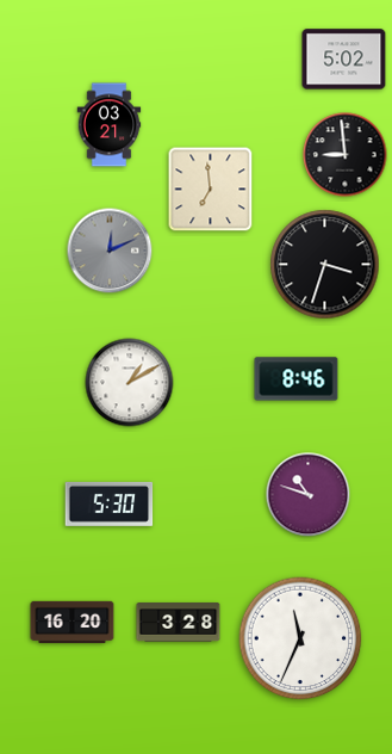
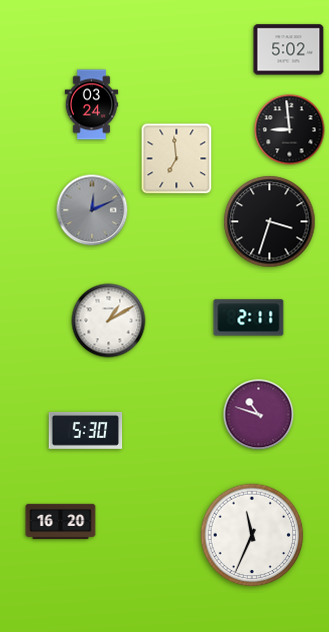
clock at (110, 125): 03:21 -> 03:24
clock at (325, 265) position: (325, 265) -> (270, 222)
clock at (297, 379): 8:46 -> 2:11
clock at (110, 503) position: (110, 503) -> (86, 430)
clock at (179, 623): 3:28 -> none
